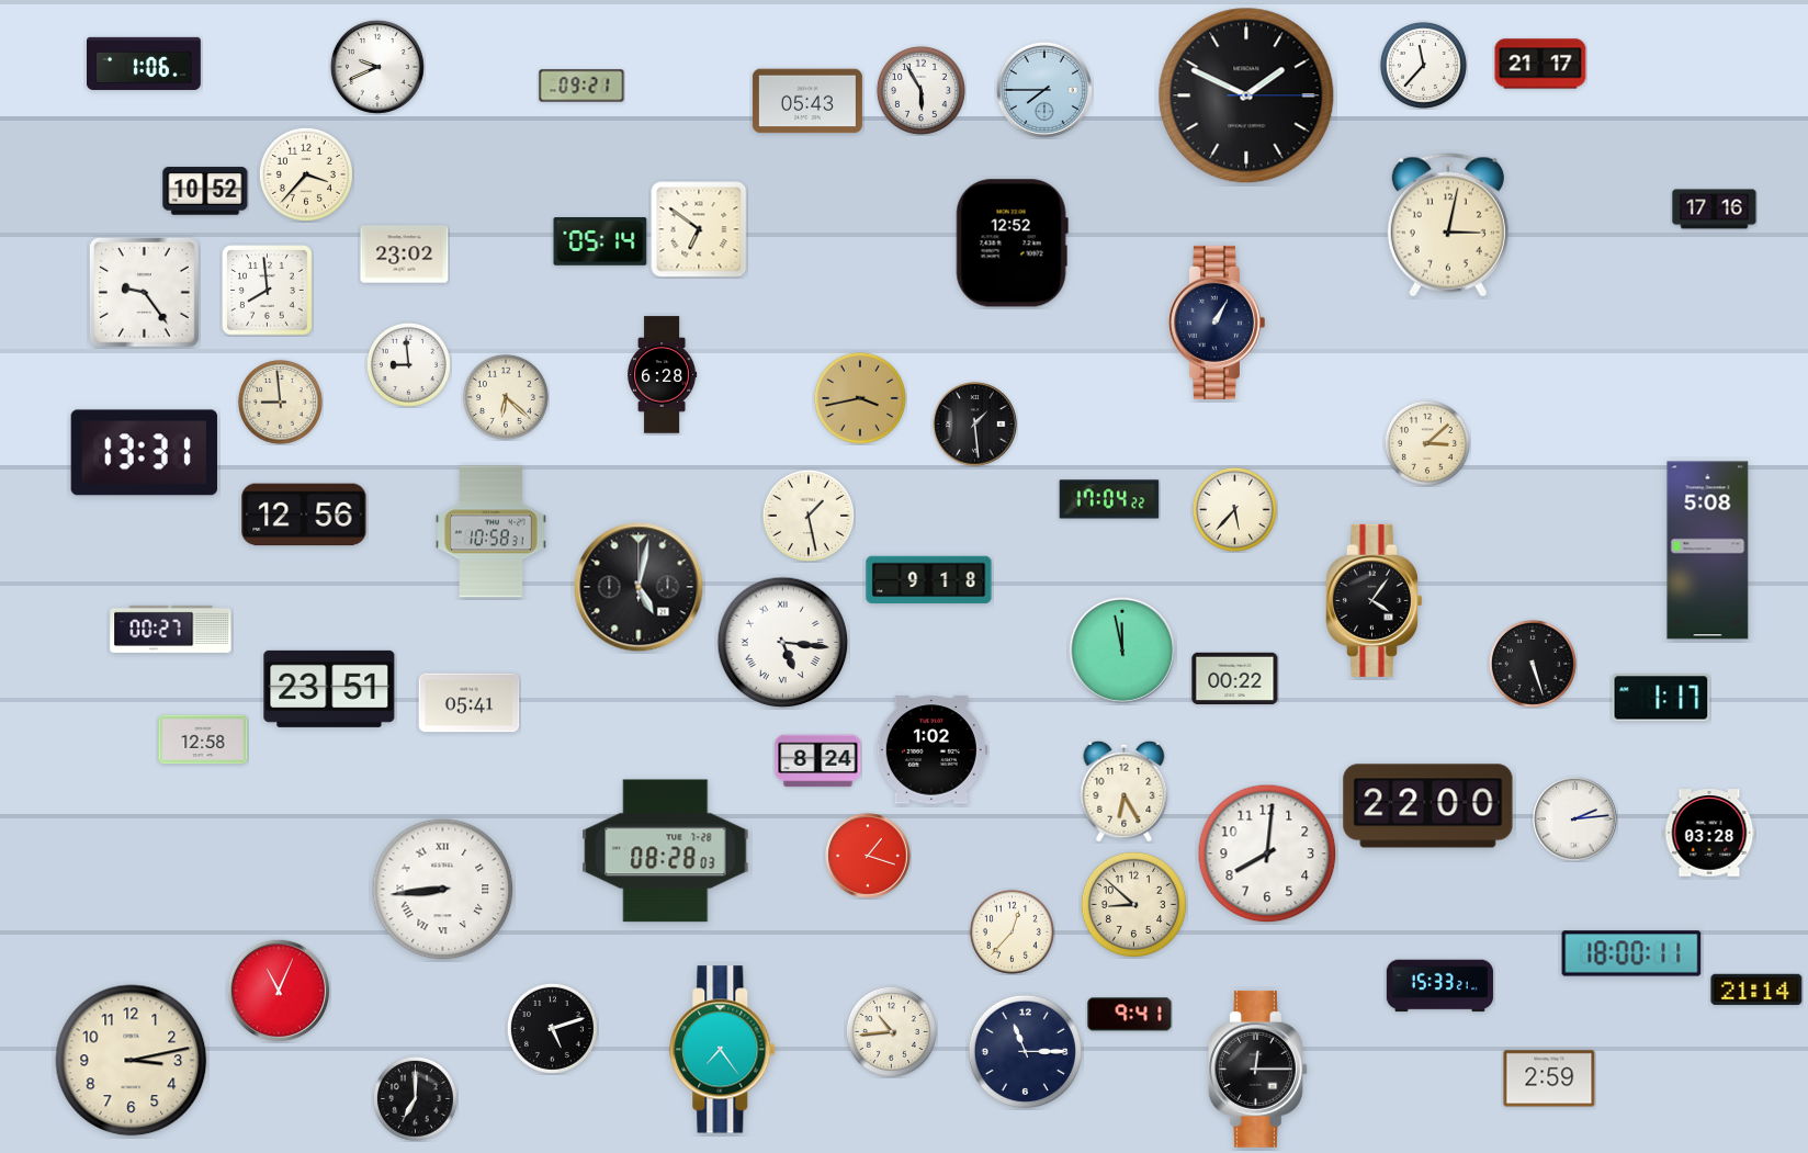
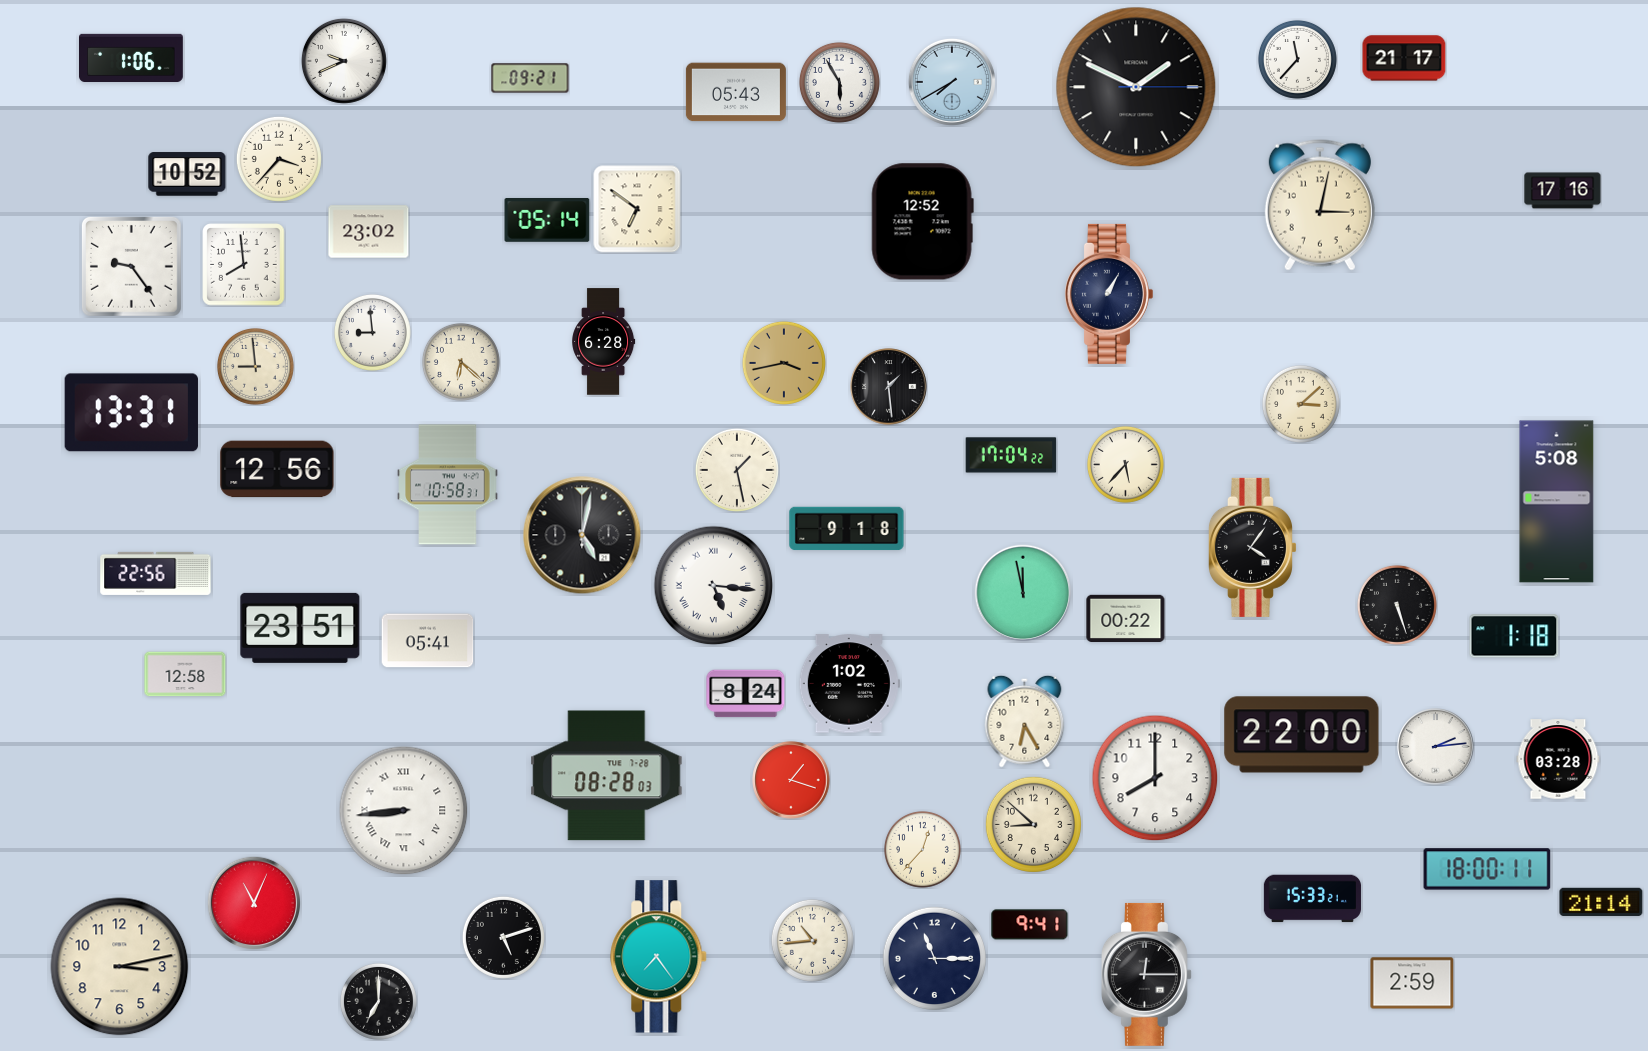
clock at (1044, 90): 7:45 -> 7:40
clock at (171, 629): 00:27 -> 22:56
clock at (1661, 698): 1:17 -> 1:18
clock at (1267, 854): 8:01 -> 8:00
